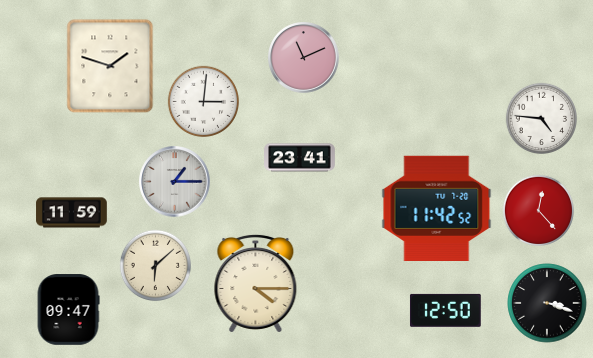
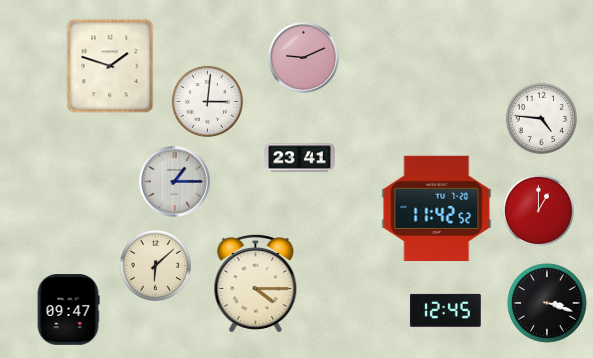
clock at (304, 58): 11:11 -> 9:11
clock at (203, 101) position: (203, 101) -> (207, 101)
clock at (538, 210): 12:23 -> 1:00
clock at (72, 213): 11:59 -> none
clock at (446, 310): 12:50 -> 12:45
